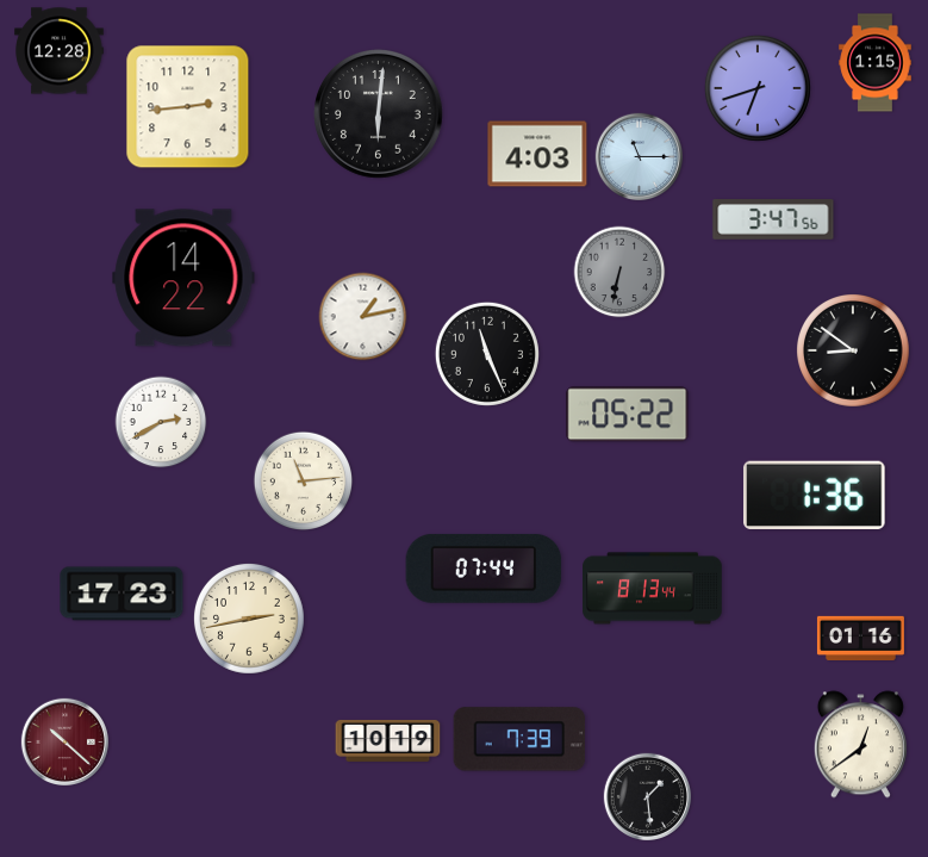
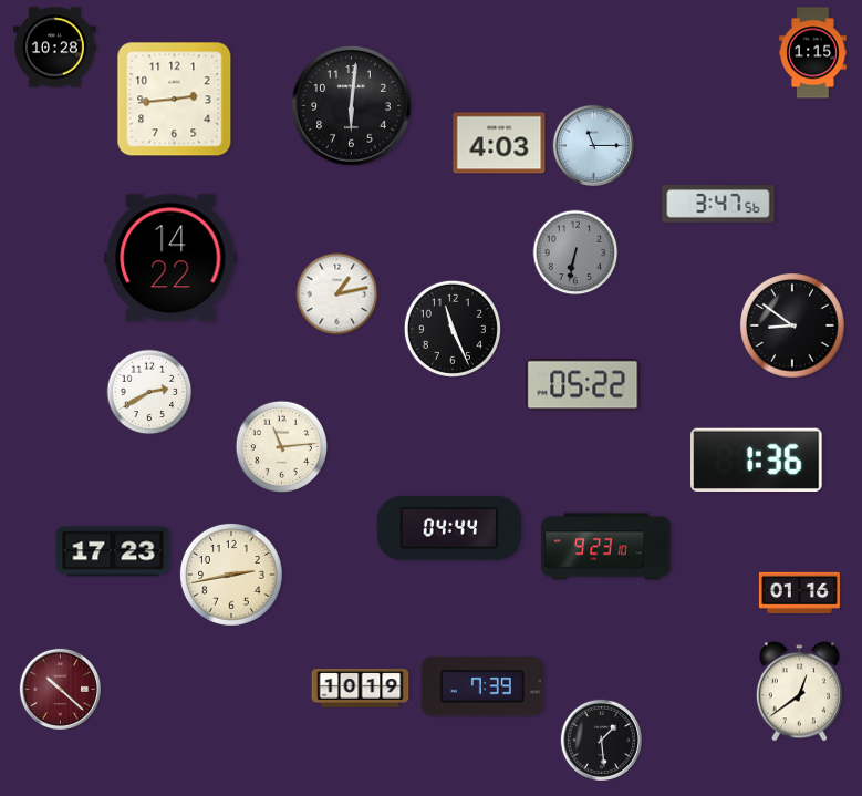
clock at (60, 51): 12:28 -> 10:28
clock at (876, 63) position: (876, 63) -> (813, 53)
clock at (758, 88): 6:42 -> none
clock at (484, 569): 07:44 -> 04:44
clock at (653, 589): 8:13 -> 9:23
